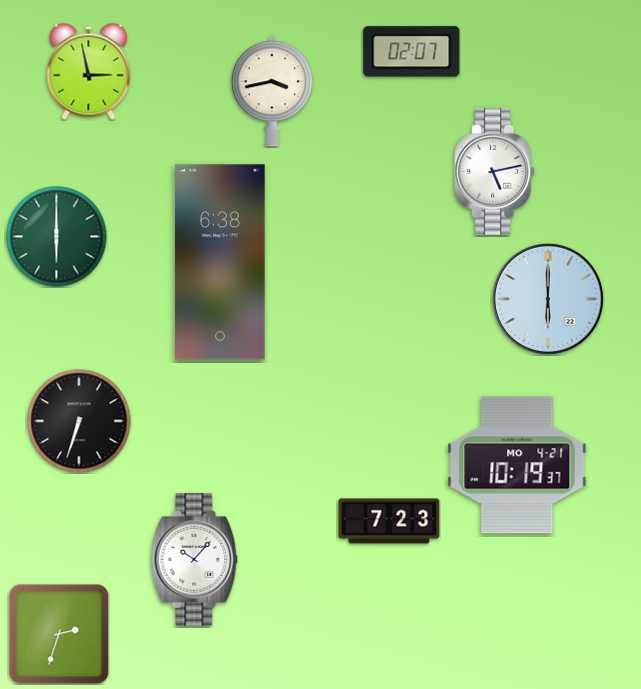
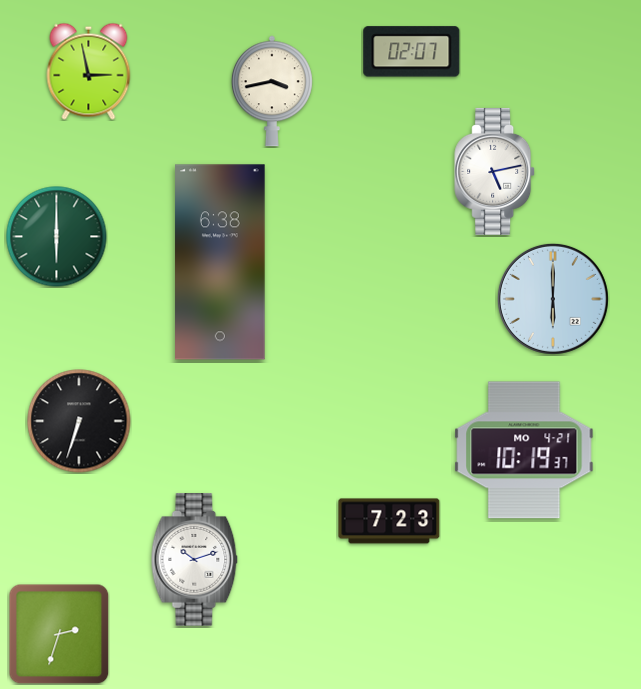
clock at (548, 299) position: (548, 299) -> (553, 299)
clock at (517, 465) position: (517, 465) -> (524, 450)
clock at (195, 560): 10:07 -> 10:12
